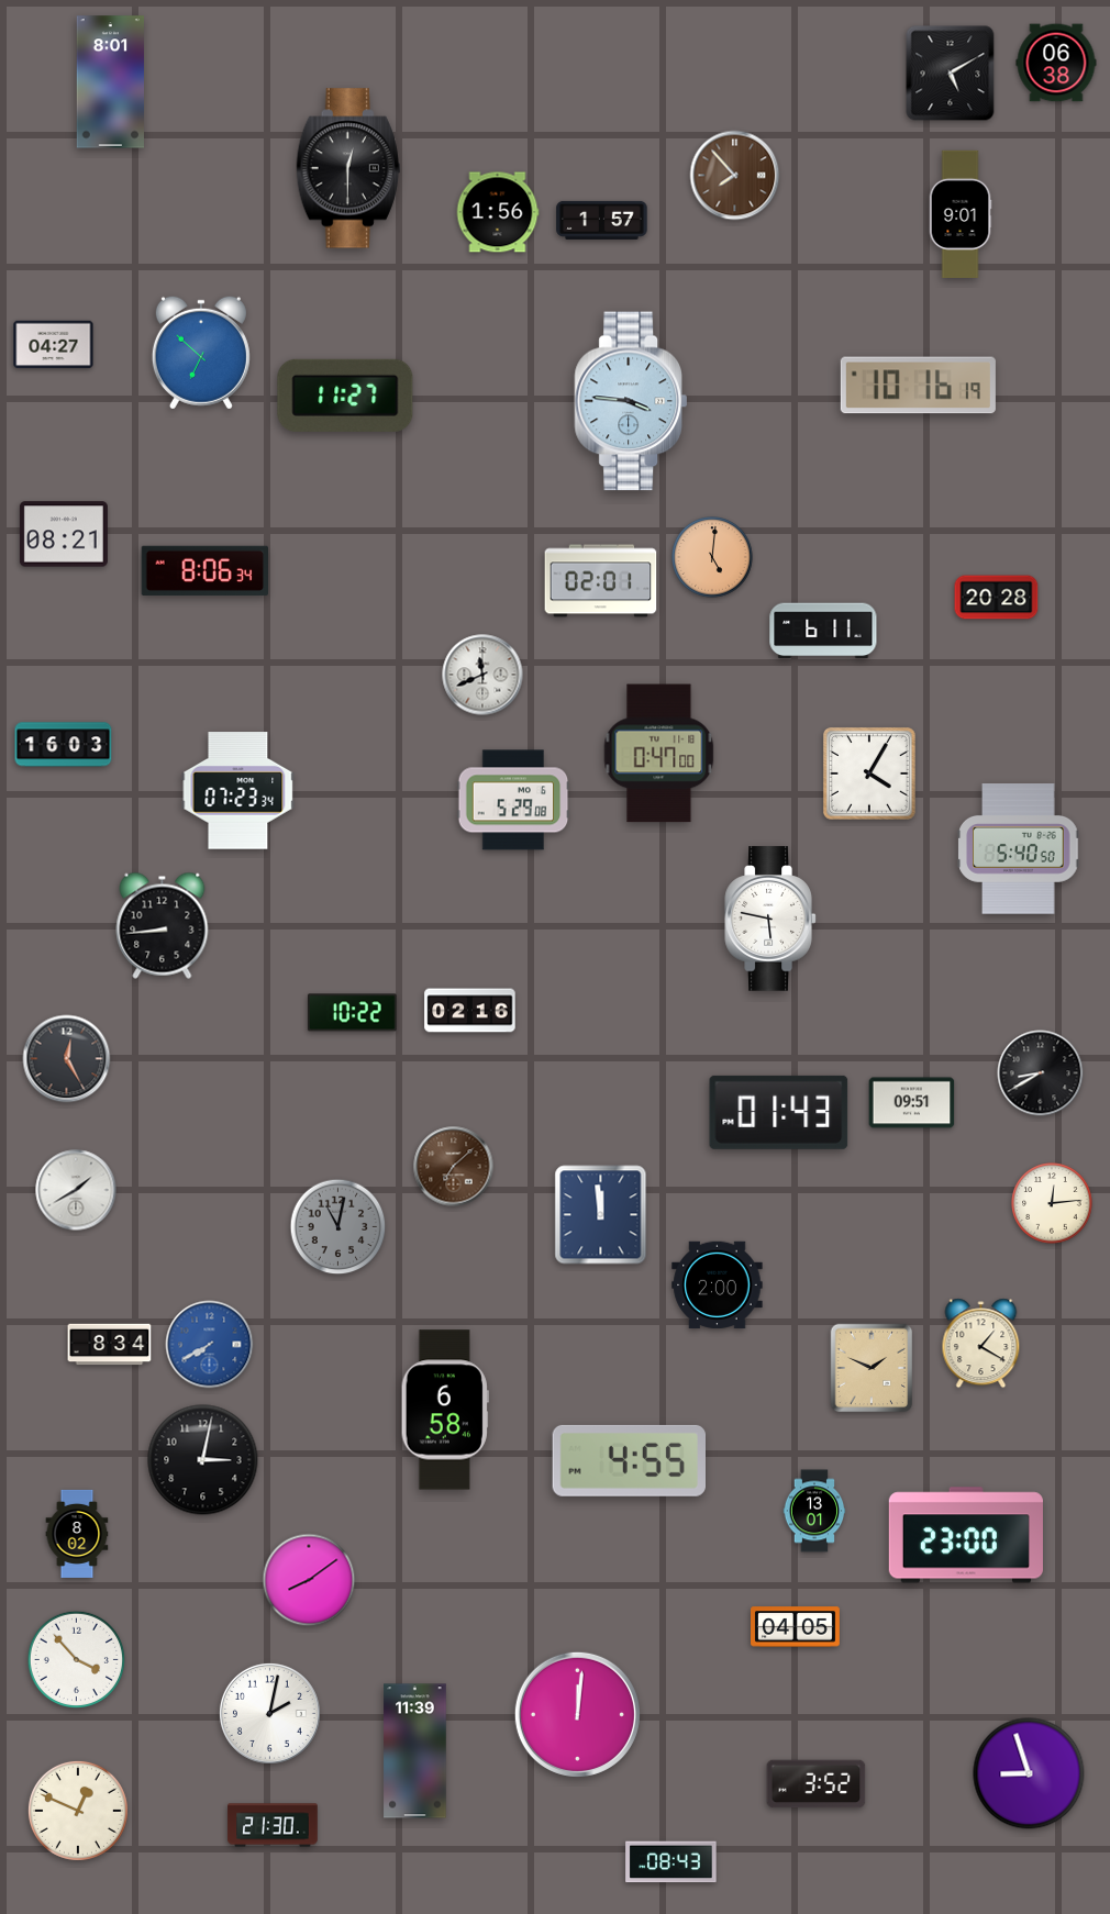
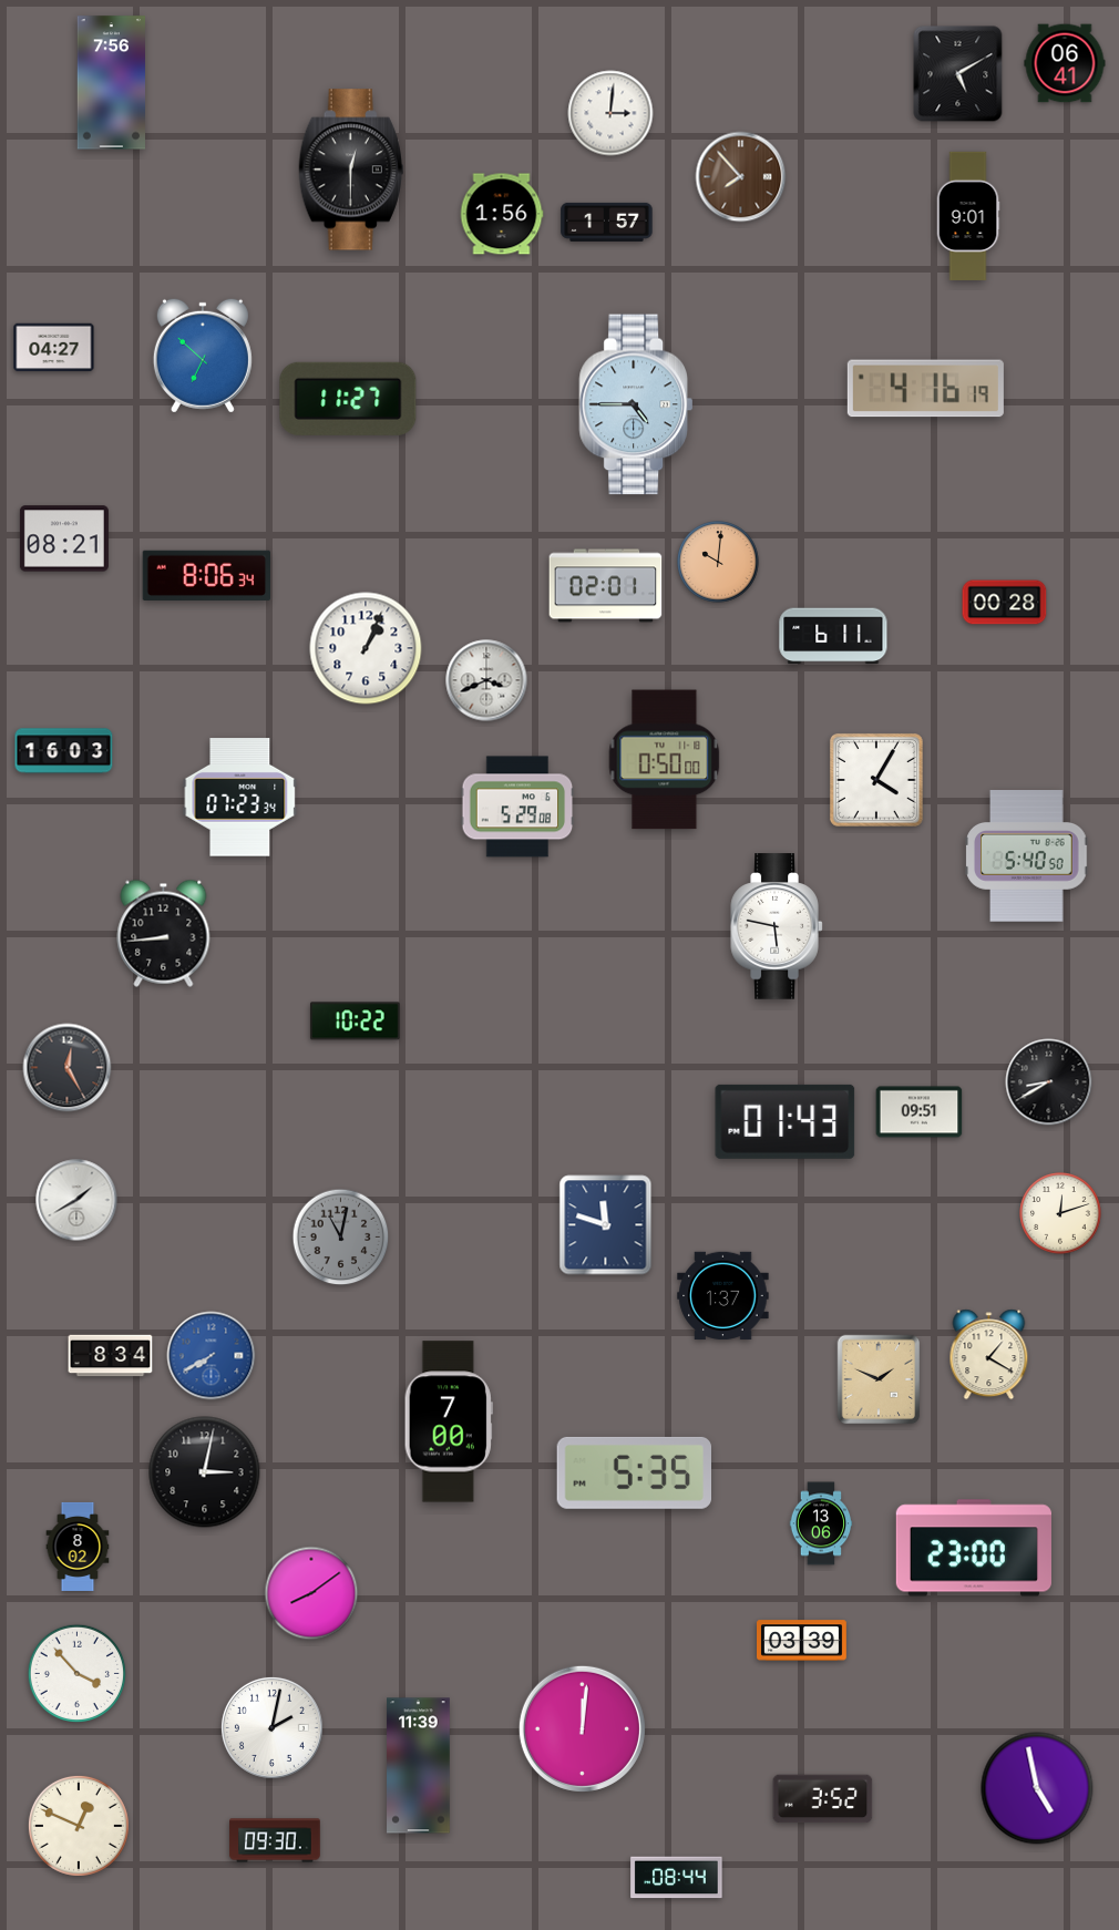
clock at (1056, 63): 06:38 -> 06:41
clock at (111, 82): 8:01 -> 7:56
clock at (610, 113): none -> 3:01
clock at (918, 386): 10:16 -> 4:16
clock at (631, 401): 3:46 -> 4:45
clock at (712, 557): 5:01 -> 10:01
clock at (997, 598): 20:28 -> 00:28
clock at (823, 631) position: (823, 631) -> (833, 636)
clock at (366, 648): none -> 1:04
clock at (482, 675): 11:41 -> 3:41
clock at (659, 754): 0:47 -> 0:50
clock at (470, 1011): 02:16 -> none
clock at (454, 1167): 7:08 -> none
clock at (1052, 1203): 12:14 -> 12:12
clock at (601, 1215): 11:59 -> 11:48
clock at (718, 1286): 2:00 -> 1:37
clock at (445, 1410): 6:58 -> 7:00
clock at (629, 1460): 4:55 -> 5:35
clock at (814, 1511): 13:01 -> 13:06
clock at (796, 1627): 04:05 -> 03:39
clock at (1029, 1773): 8:57 -> 4:58
clock at (273, 1825): 21:30 -> 09:30
clock at (671, 1862): 08:43 -> 08:44
